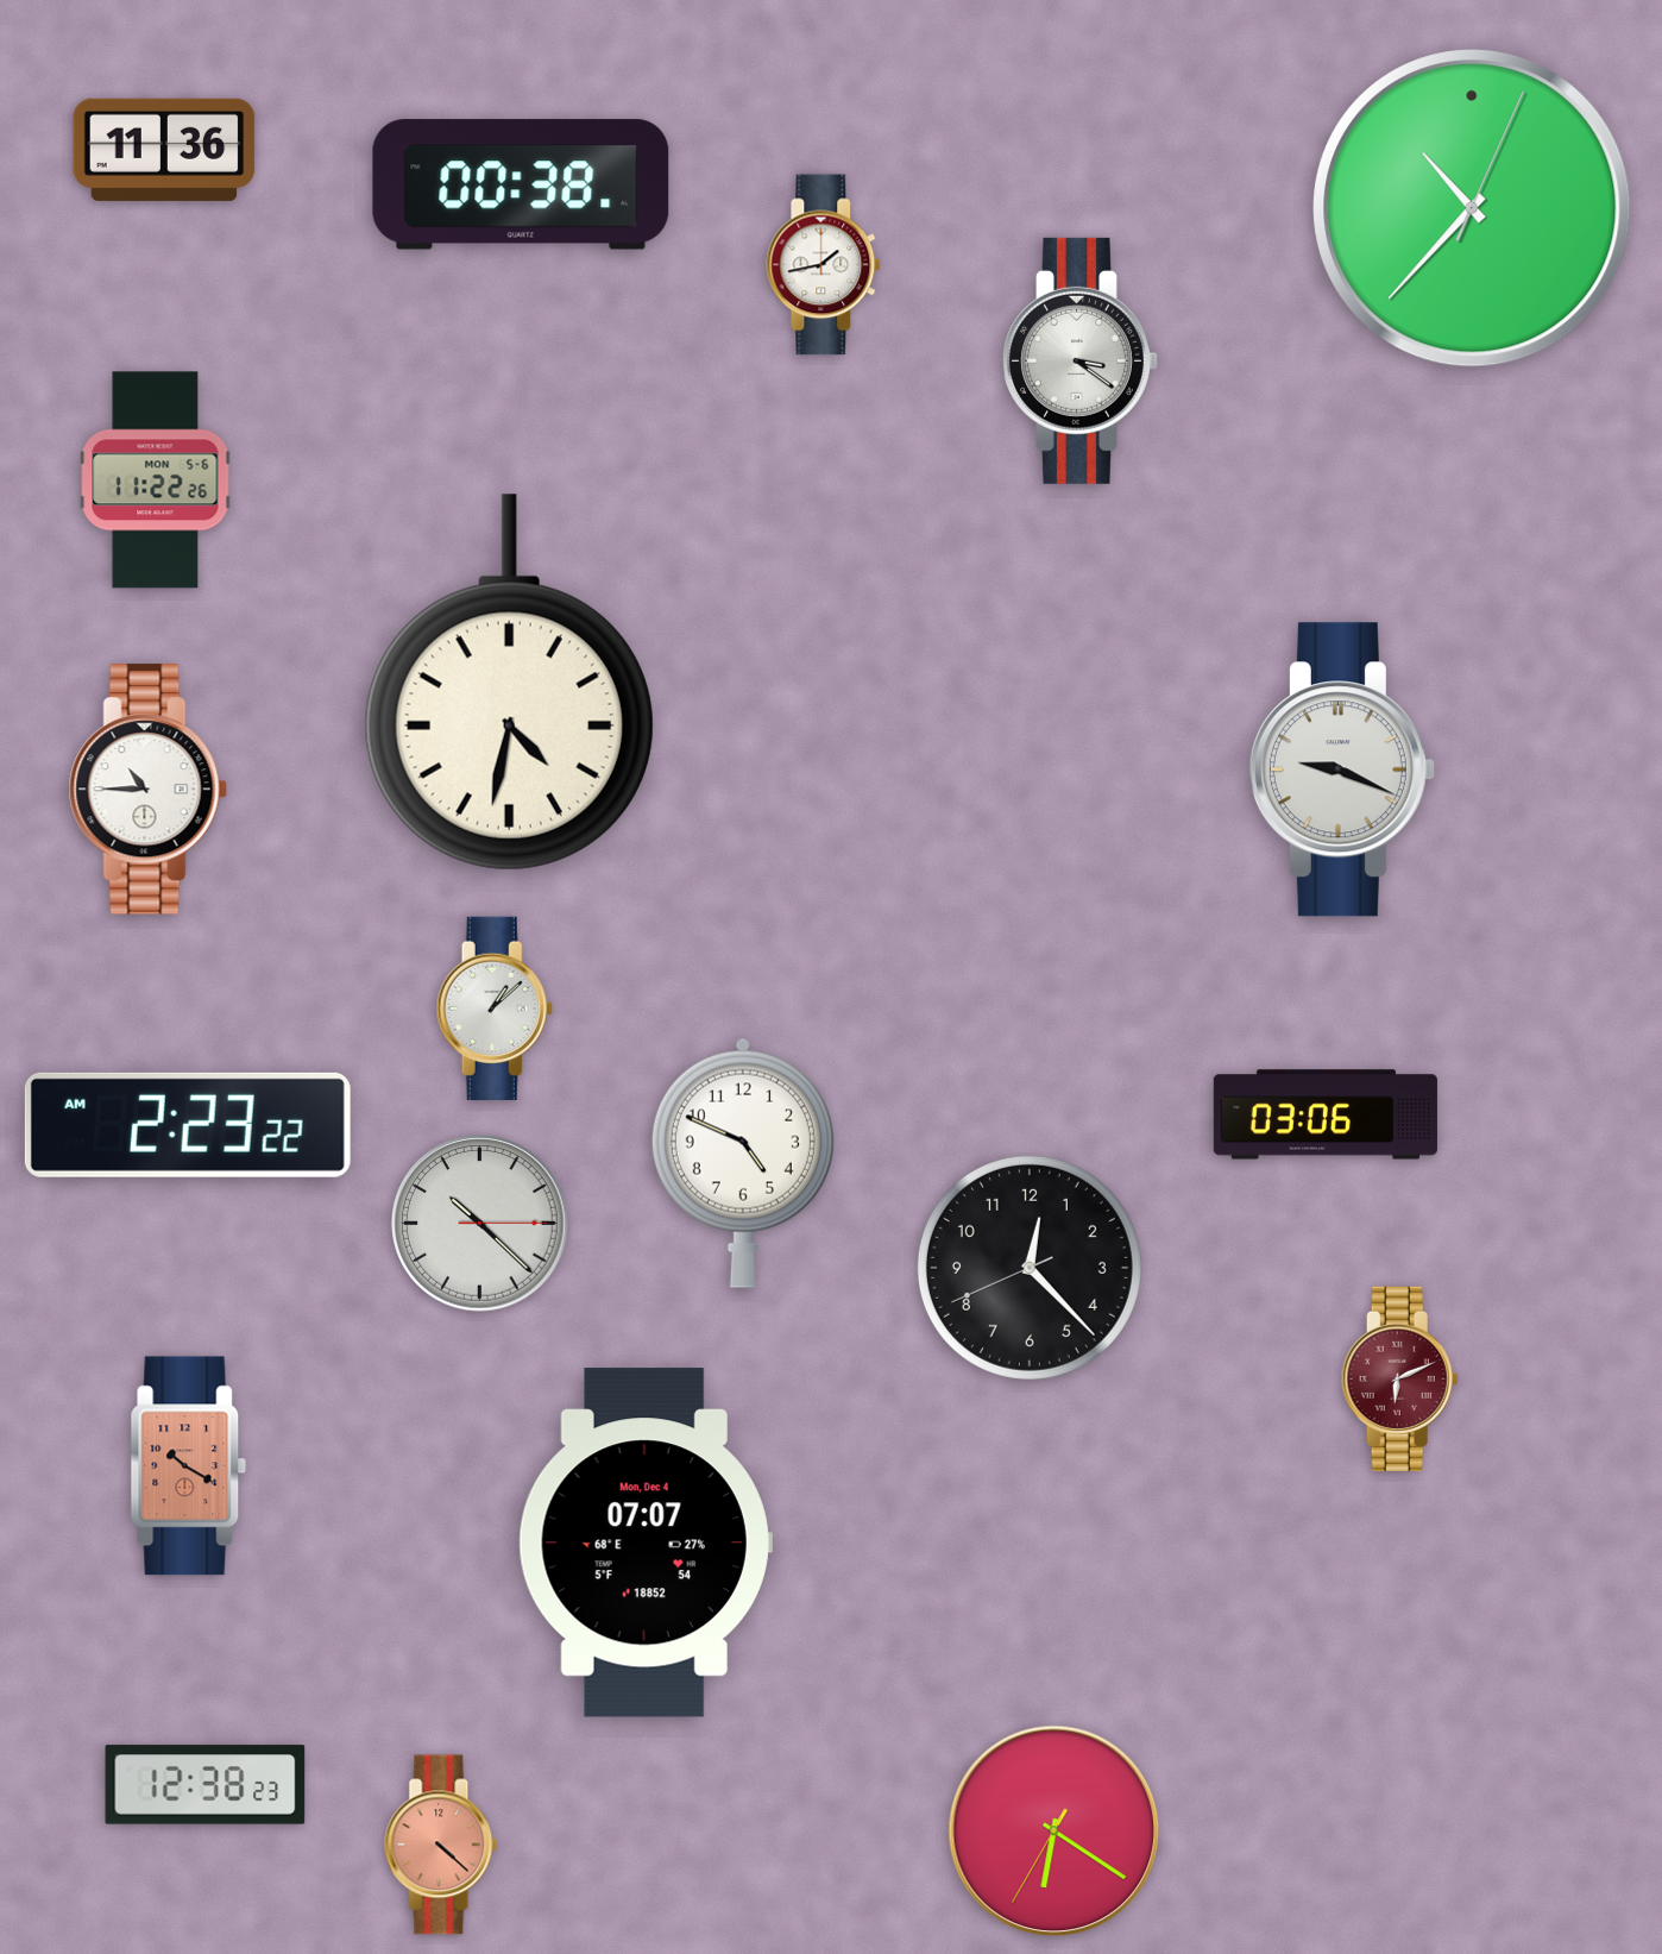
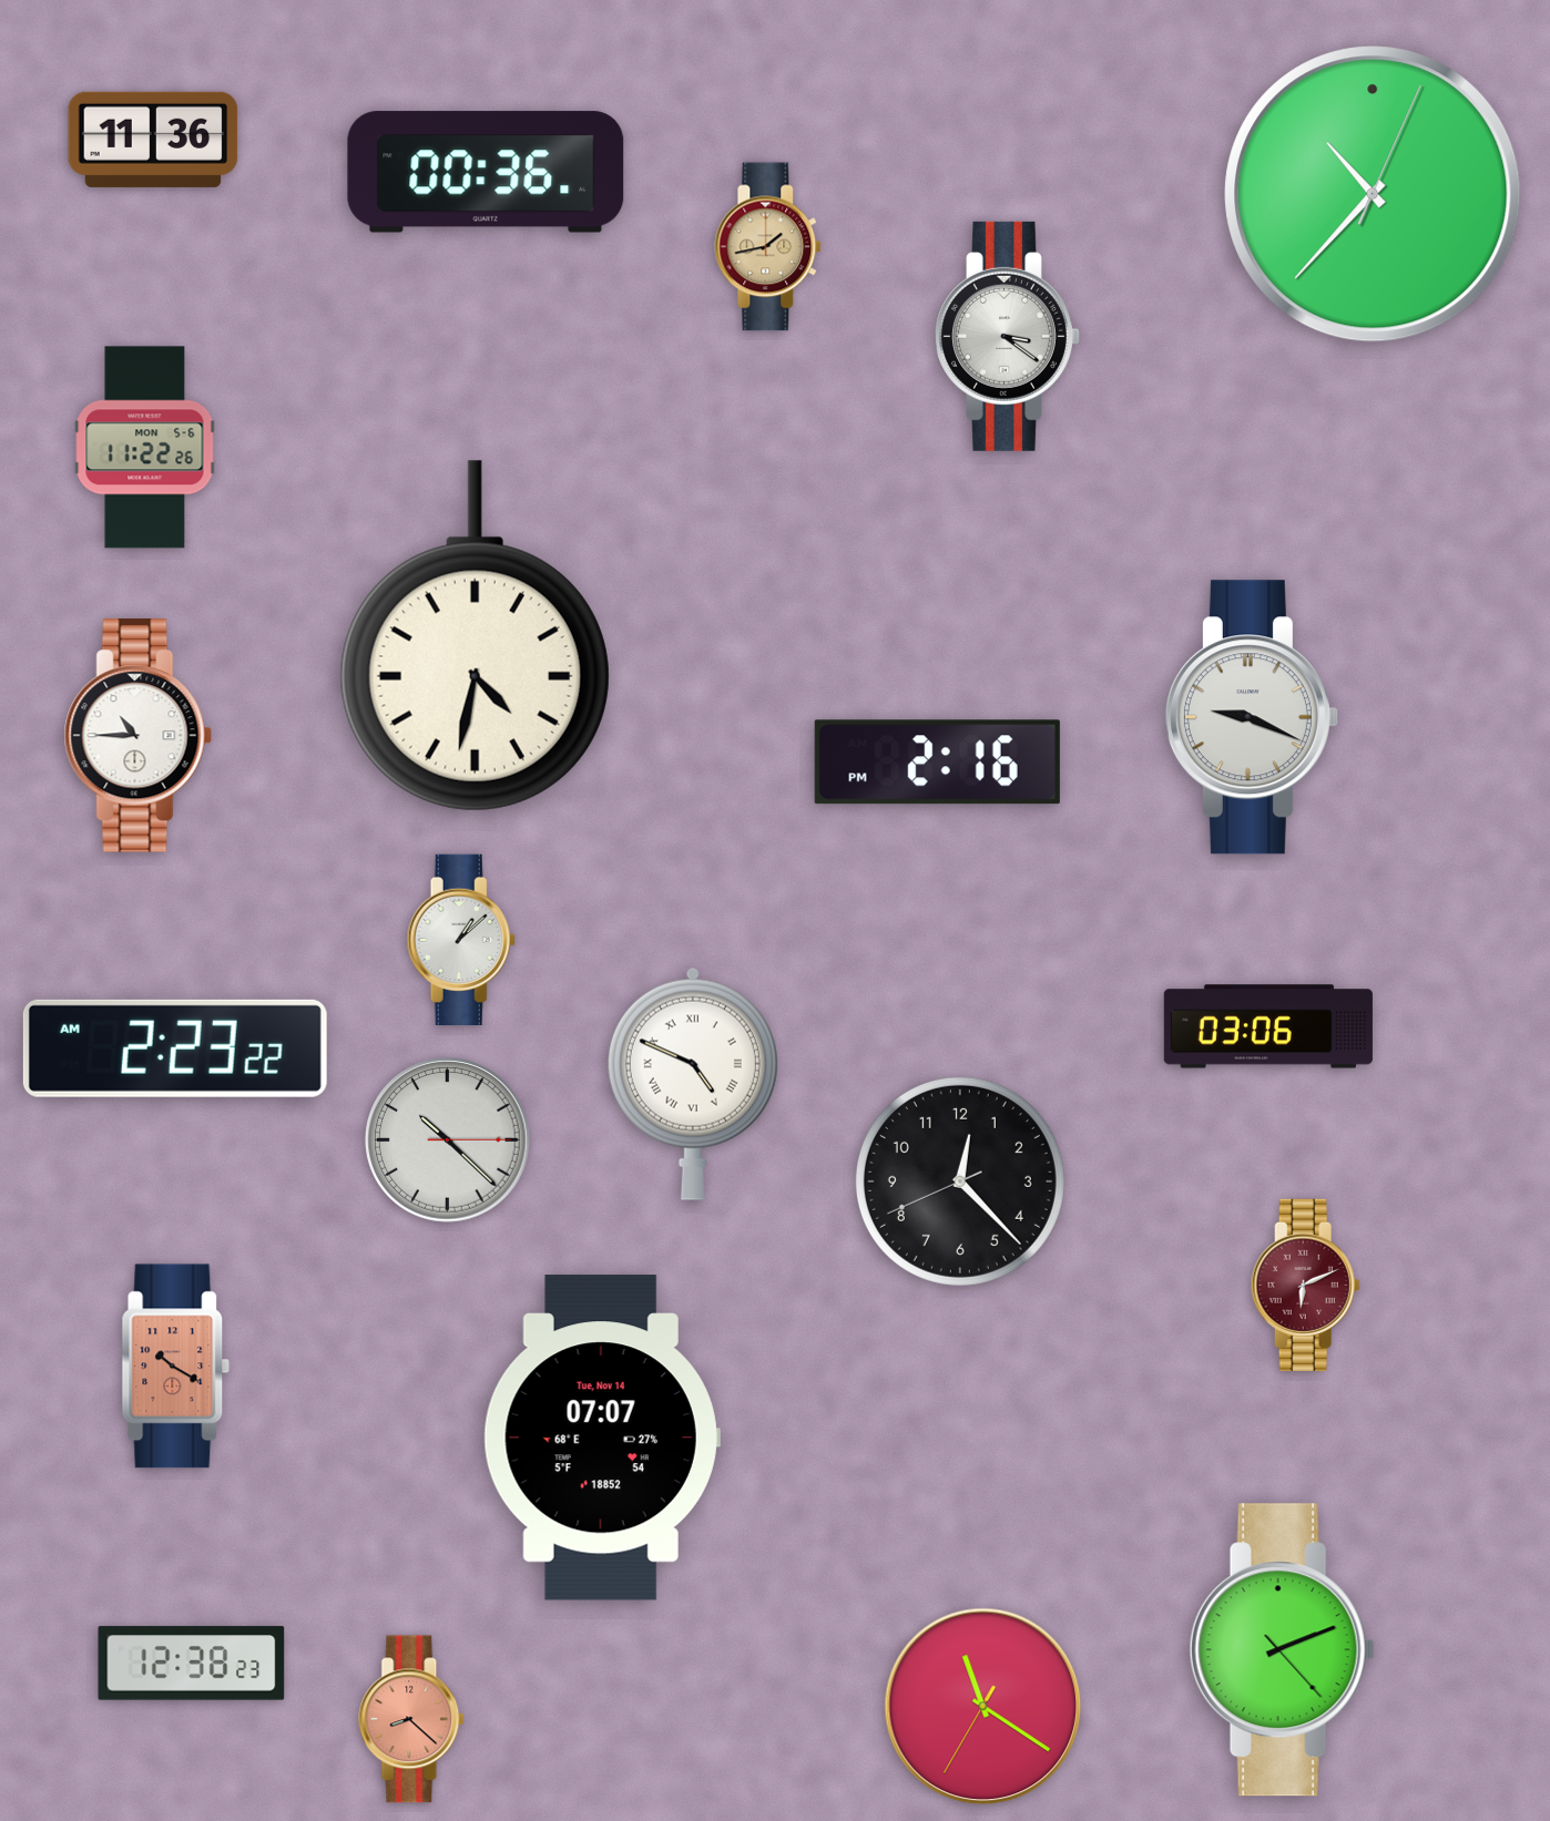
clock at (521, 184): 00:38 -> 00:36
clock at (824, 265) dial: white -> champagne
clock at (937, 763): none -> 2:16
clock at (1326, 1114) position: (1326, 1114) -> (1268, 1026)
clock at (743, 1163) numerals: Arabic -> Roman
clock at (646, 1543) date: Mon, Dec 4 -> Tue, Nov 14
clock at (1282, 1650): none -> 2:11
clock at (1055, 1832): 6:20 -> 11:20
clock at (442, 1845): 4:22 -> 8:22
